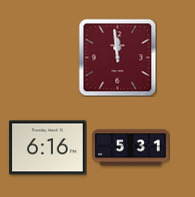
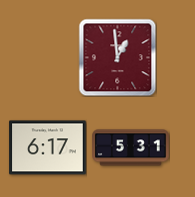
clock at (117, 57): 11:59 -> 12:59
clock at (48, 148): 6:16 -> 6:17
